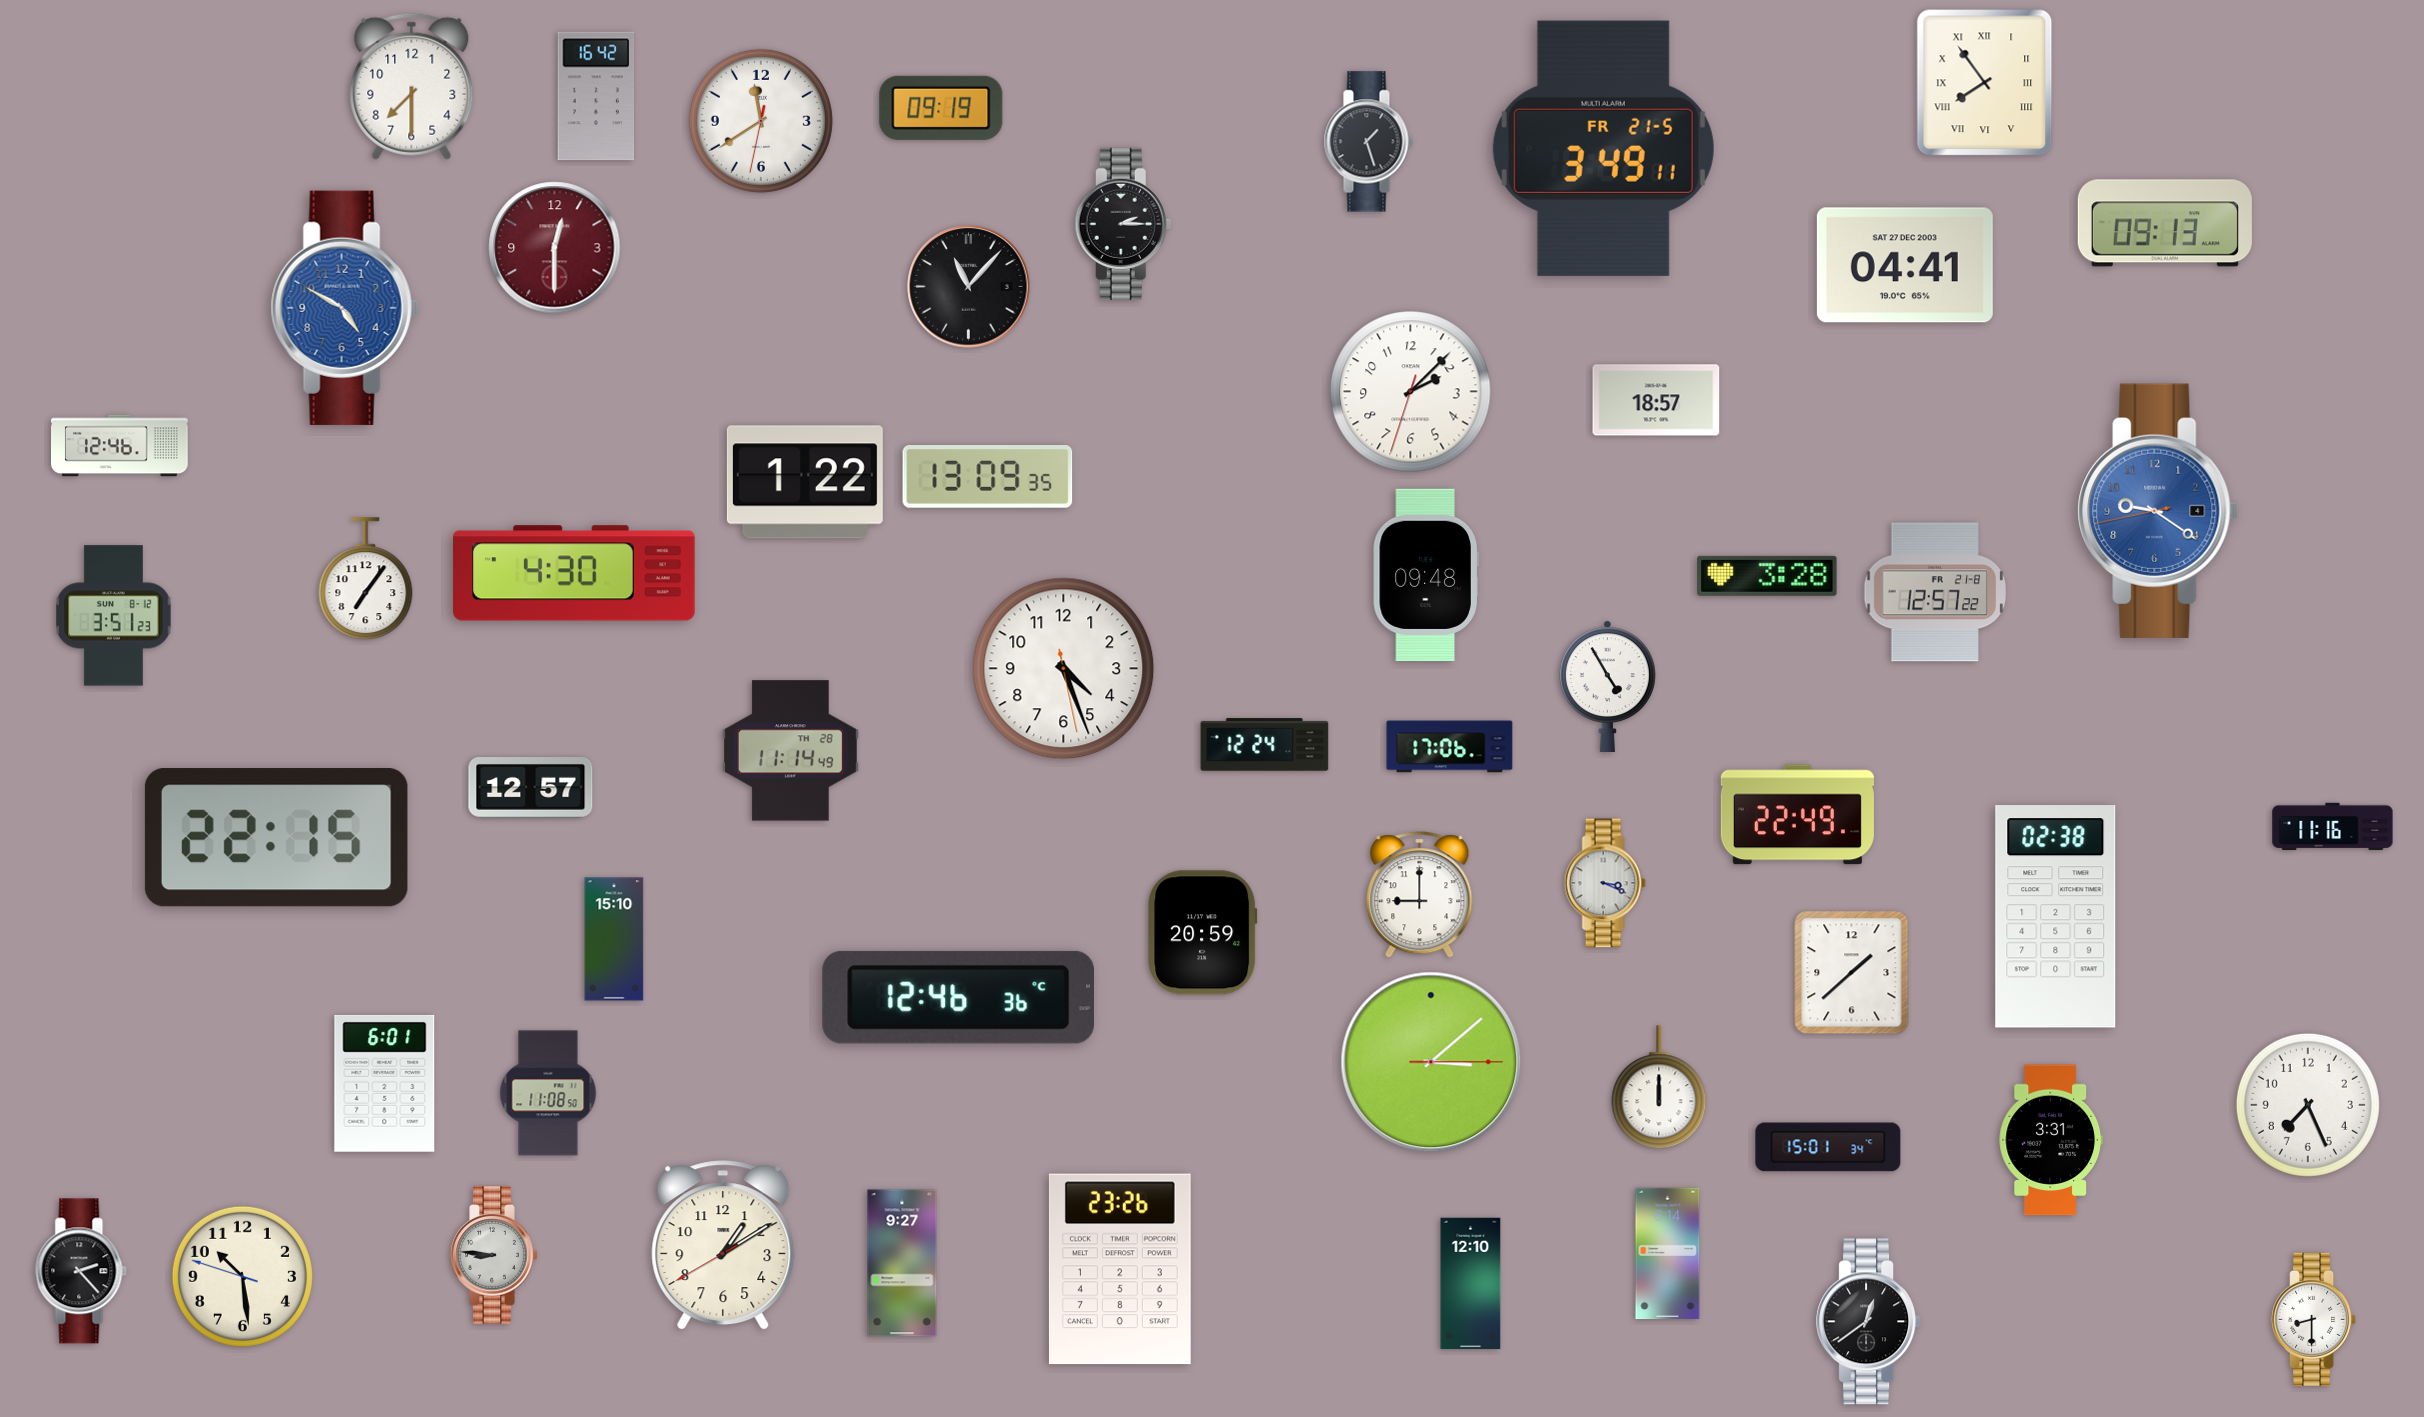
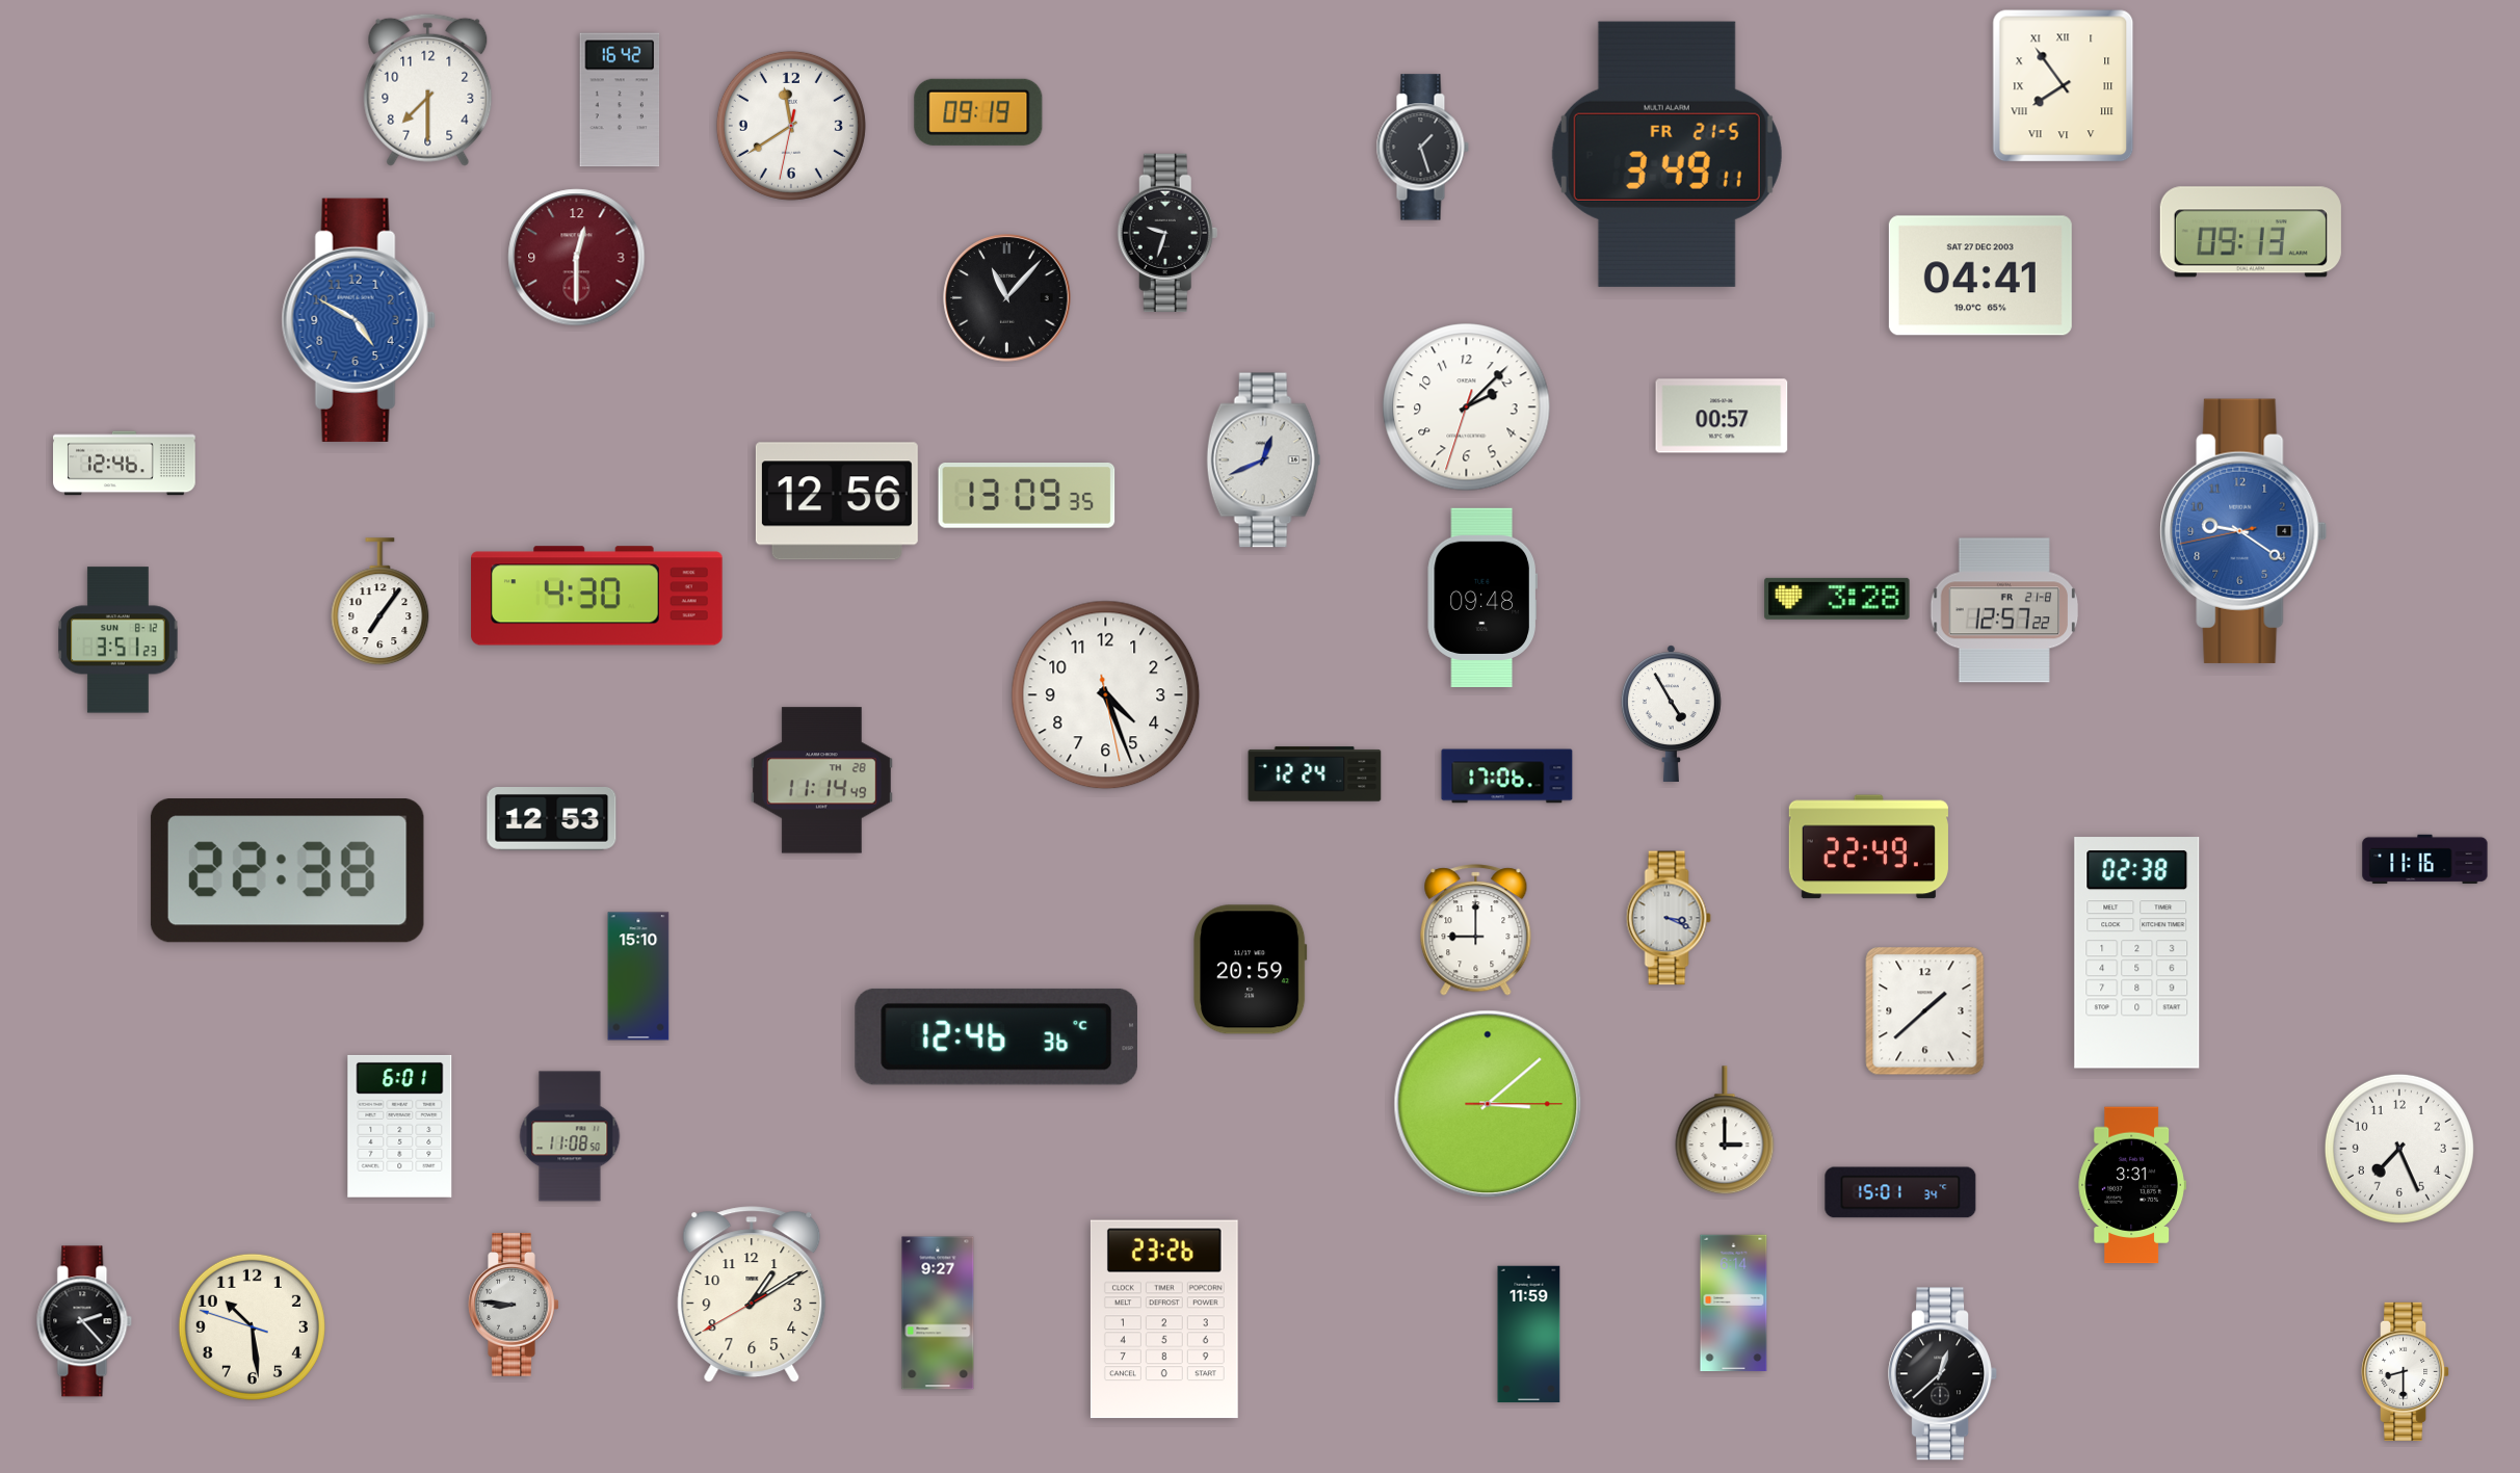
clock at (1123, 224): 2:15 -> 9:33
clock at (1656, 400): 18:57 -> 00:57
clock at (1264, 461): none -> 12:41
clock at (805, 482): 1:22 -> 12:56
clock at (1935, 592) position: (1935, 592) -> (2004, 610)
clock at (531, 788): 12:57 -> 12:53
clock at (276, 838): 22:15 -> 22:38
clock at (1659, 1088): 12:00 -> 3:00
clock at (1471, 1284): 12:10 -> 11:59
clock at (1869, 1322): 12:39 -> 12:38
